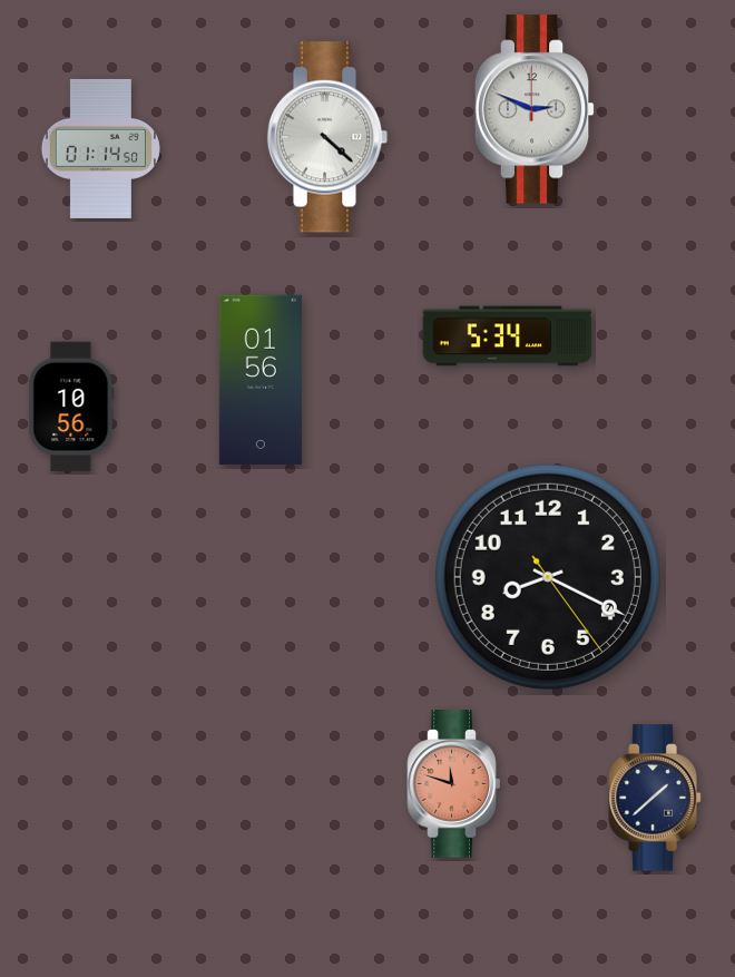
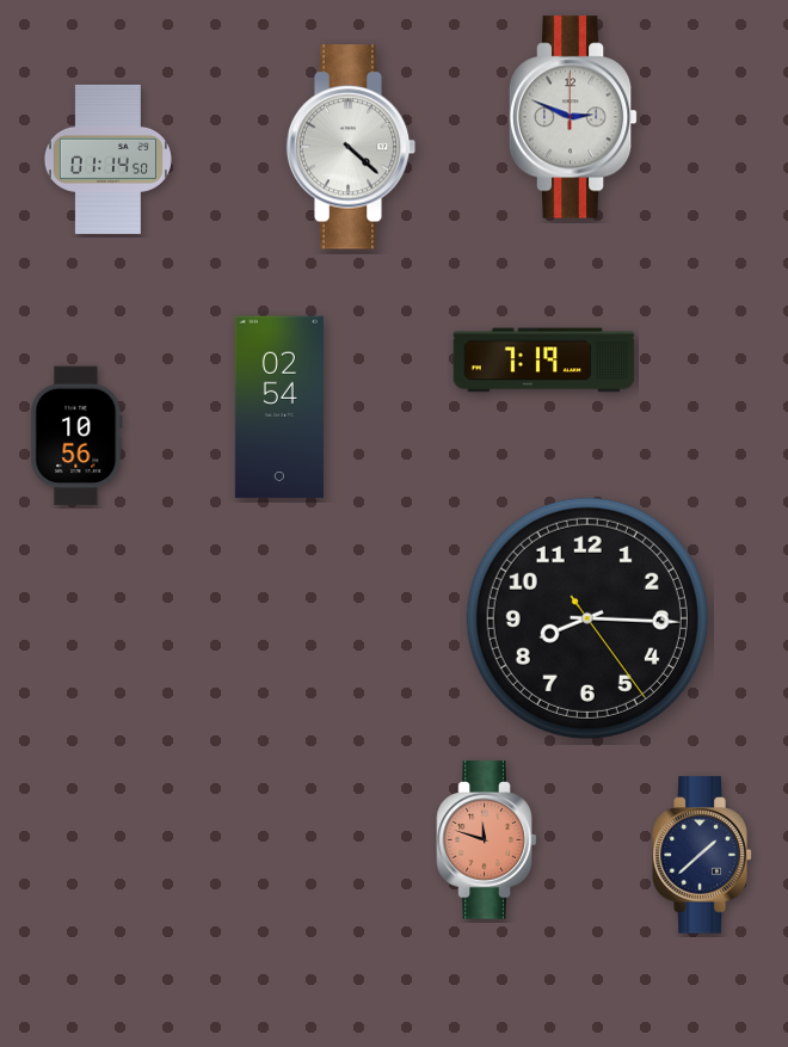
clock at (508, 336): 5:34 -> 7:19
clock at (261, 380): 01:56 -> 02:54
clock at (548, 577): 8:19 -> 8:15
